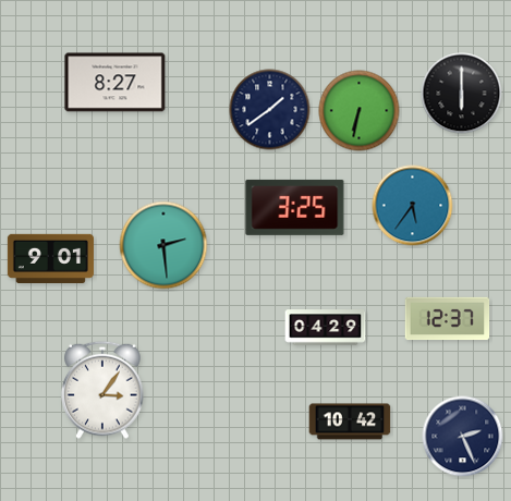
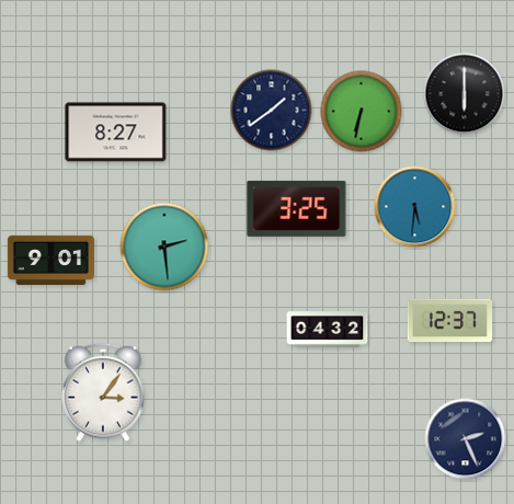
clock at (115, 83) position: (115, 83) -> (116, 133)
clock at (413, 206): 5:36 -> 5:31
clock at (326, 328): 04:29 -> 04:32
clock at (350, 421): 10:42 -> none
